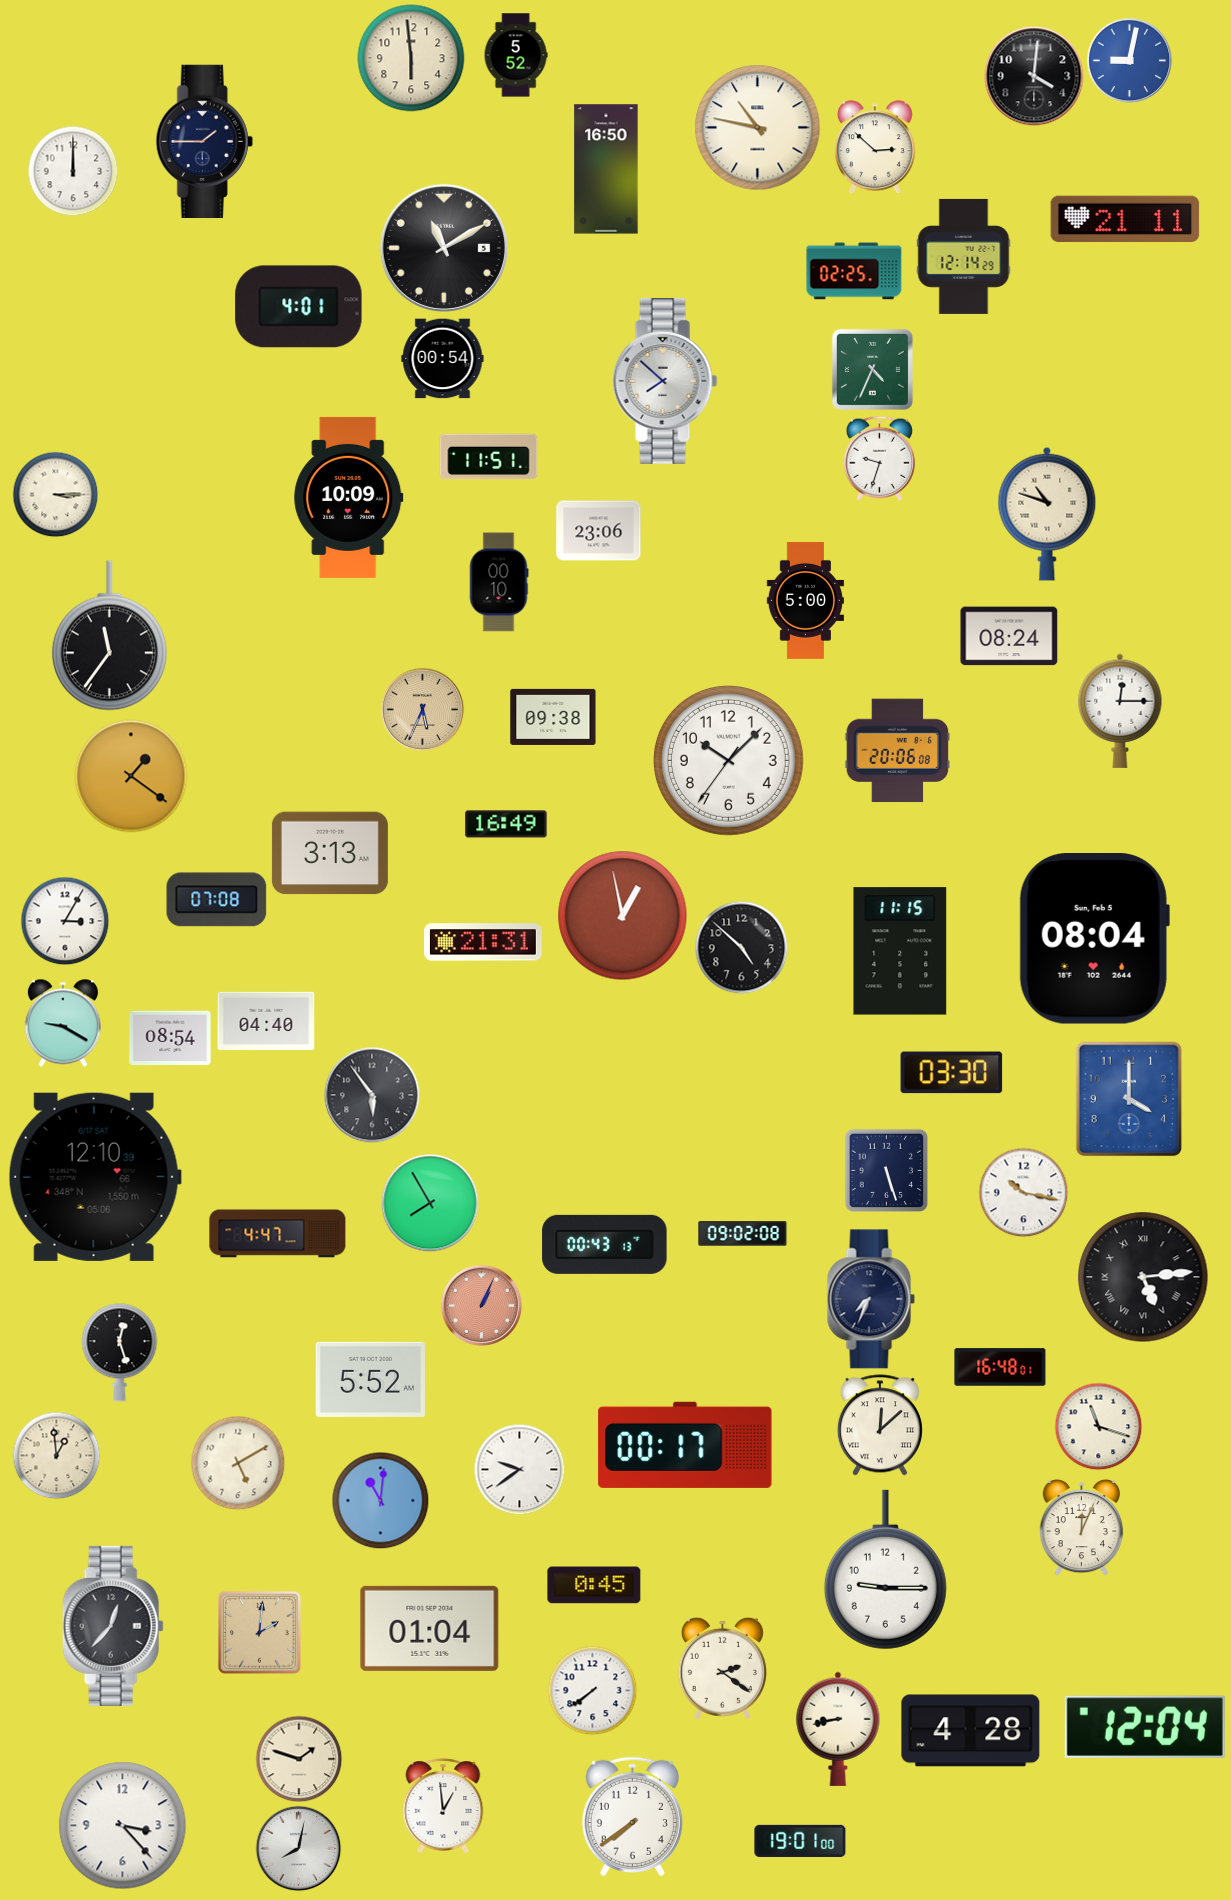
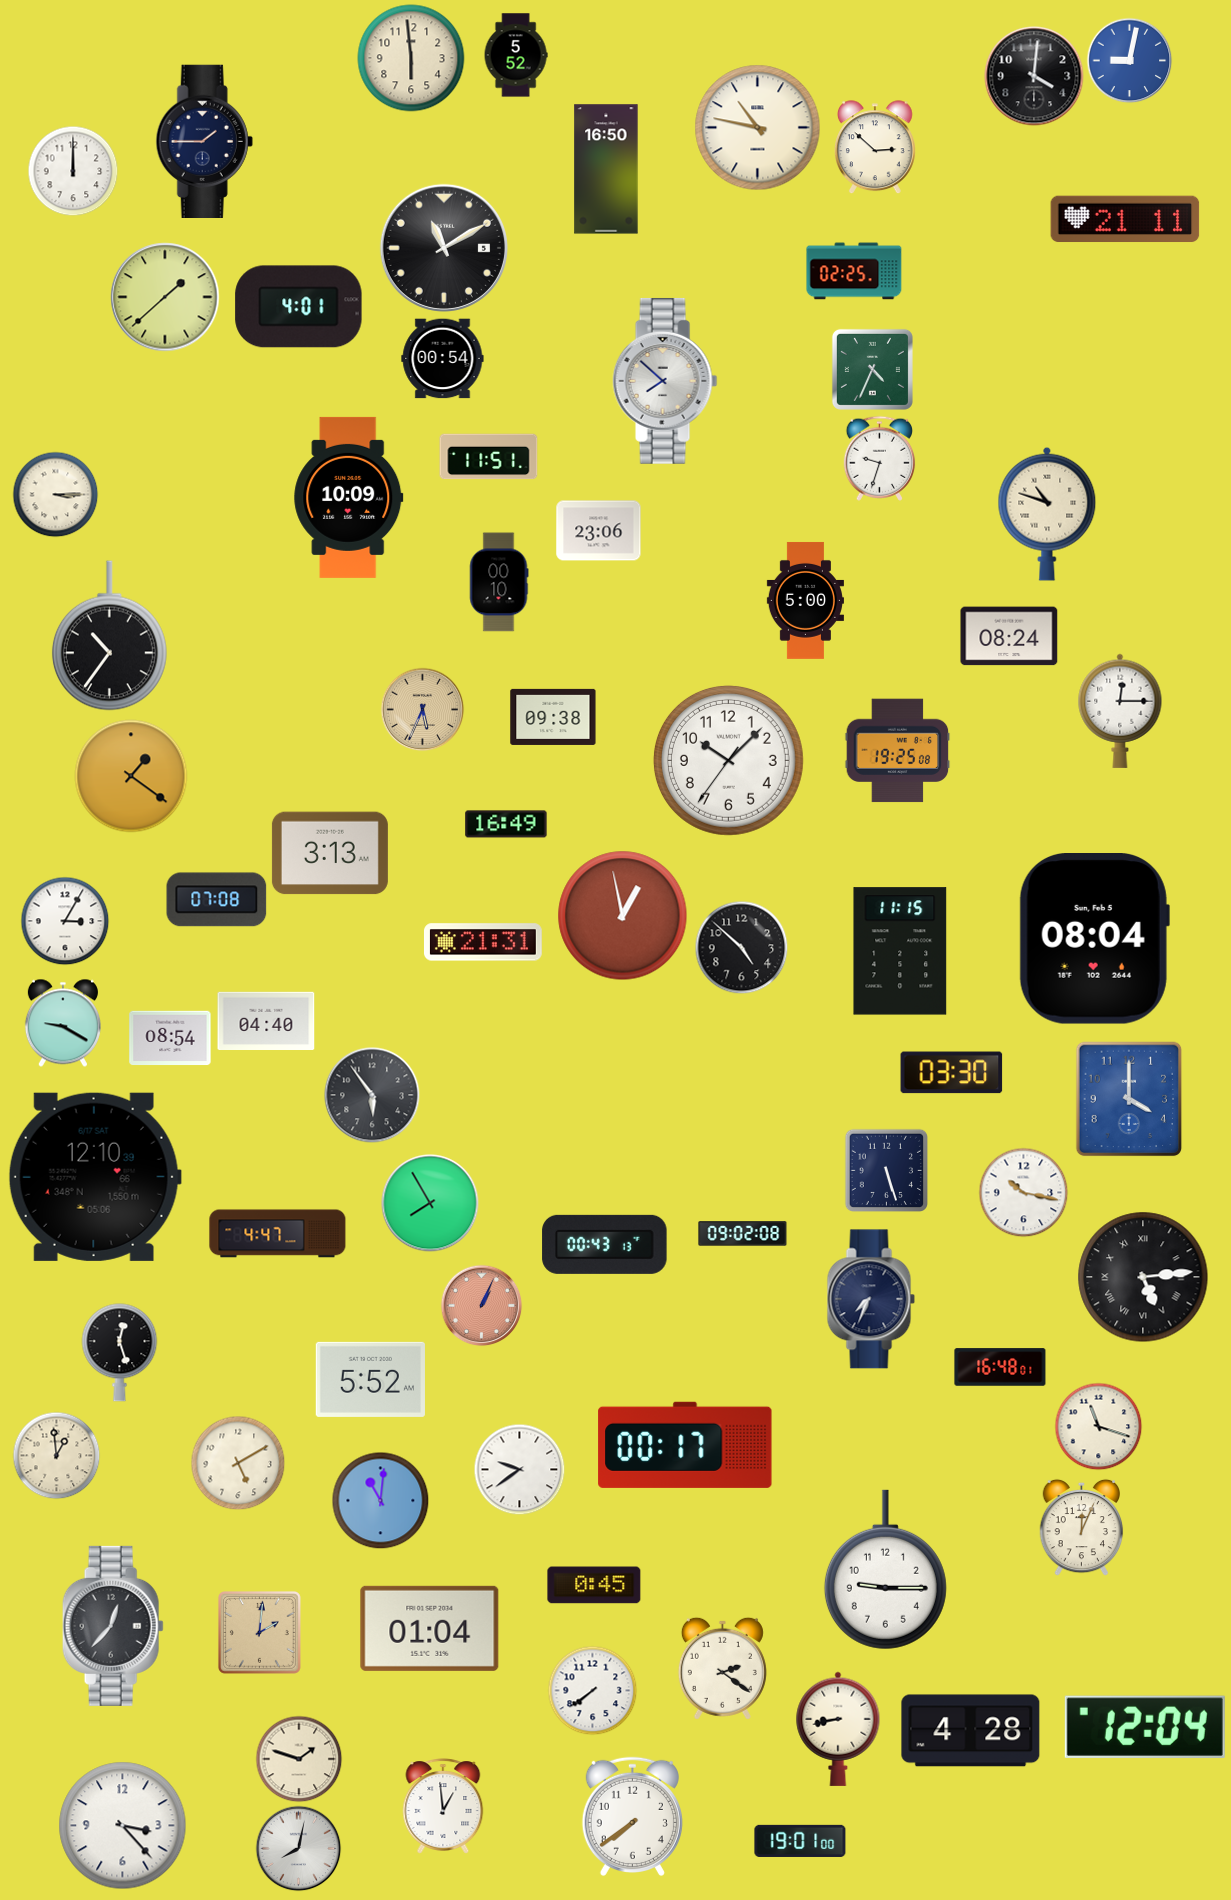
clock at (964, 256): 12:14 -> none
clock at (165, 297): none -> 1:38
clock at (109, 636): 11:36 -> 10:36
clock at (898, 751): 20:06 -> 19:25
clock at (880, 1425): 12:08 -> none
